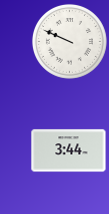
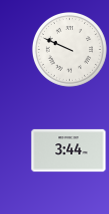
clock at (69, 41) position: (69, 41) -> (69, 49)
